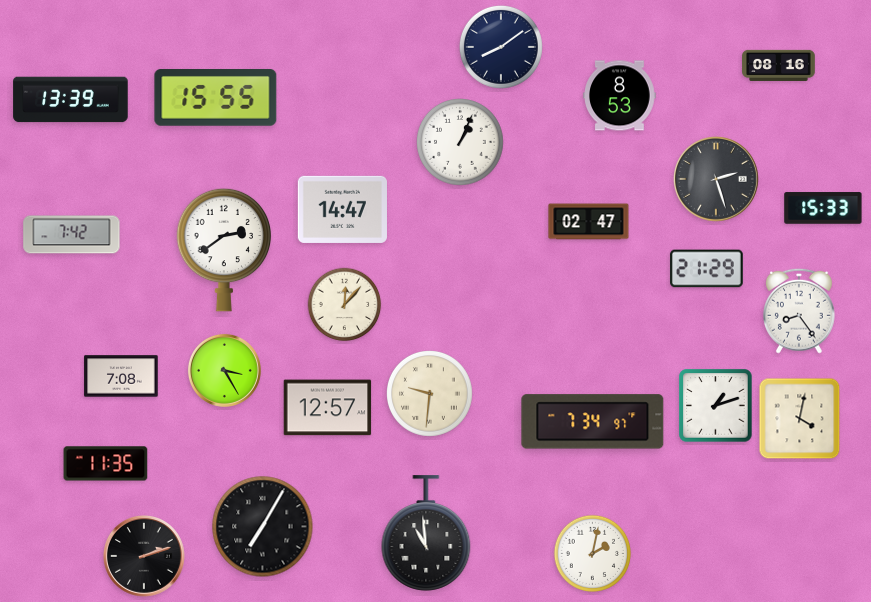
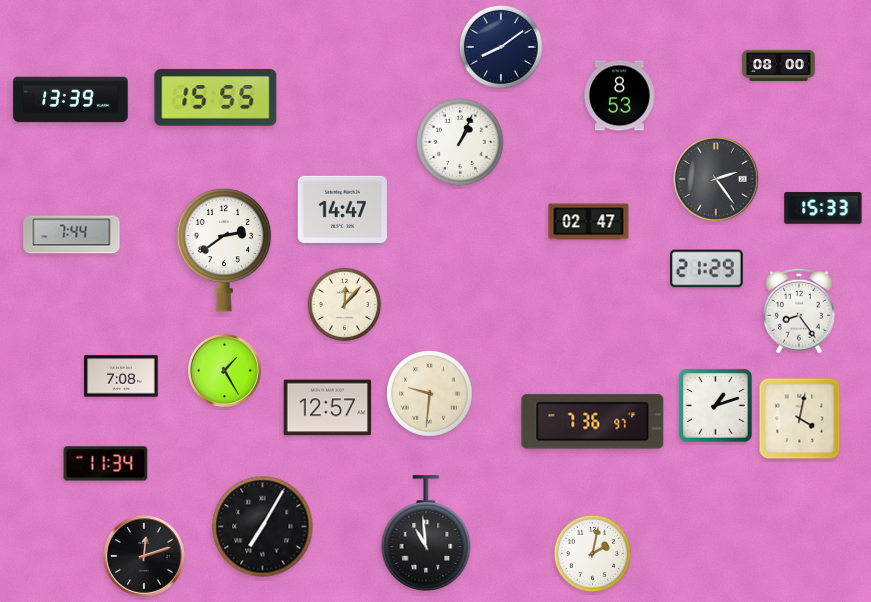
clock at (779, 65): 08:16 -> 08:00
clock at (716, 179): 2:27 -> 2:24
clock at (72, 235): 7:42 -> 7:44
clock at (224, 370): 3:25 -> 1:25
clock at (593, 422): 7:34 -> 7:36
clock at (106, 464): 11:35 -> 11:34
clock at (145, 557): 2:12 -> 12:12
